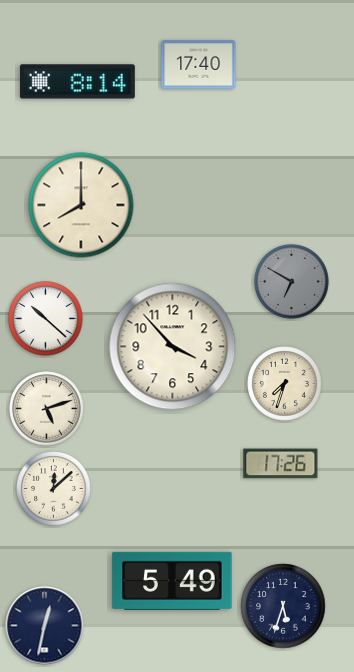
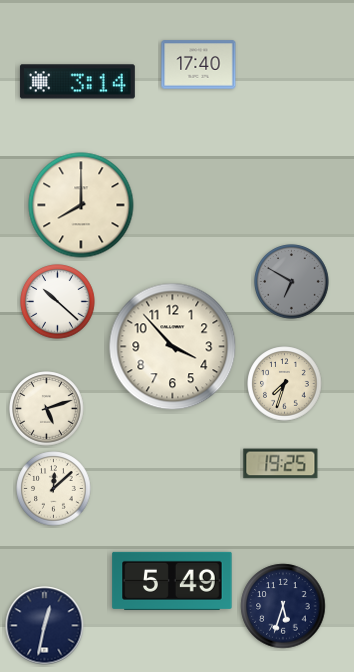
clock at (77, 82): 8:14 -> 3:14
clock at (46, 319) position: (46, 319) -> (58, 302)
clock at (281, 464): 17:26 -> 19:25
